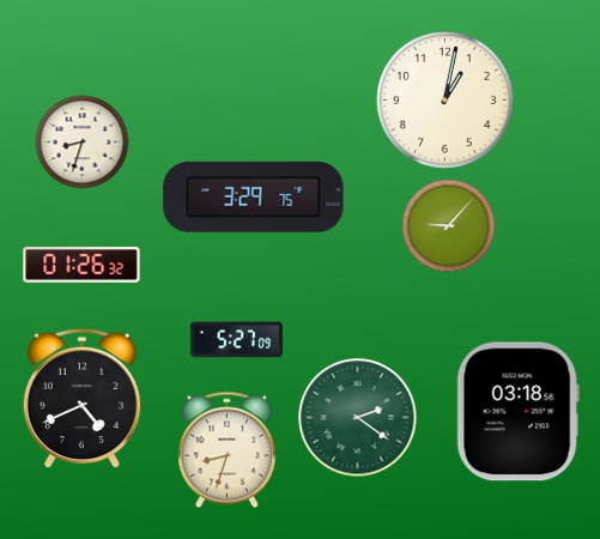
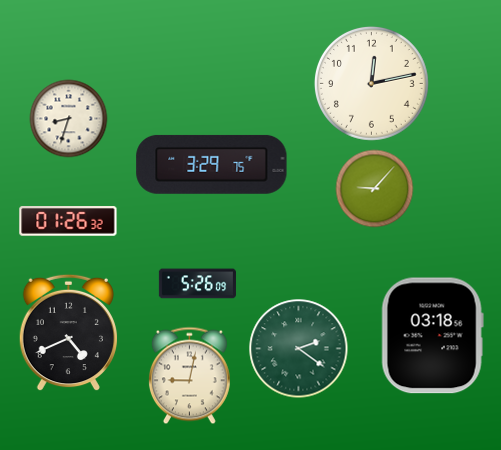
clock at (444, 99): 1:02 -> 12:13
clock at (236, 340): 5:27 -> 5:26
clock at (517, 412) position: (517, 412) -> (432, 336)
clock at (226, 449): 8:33 -> 9:02
